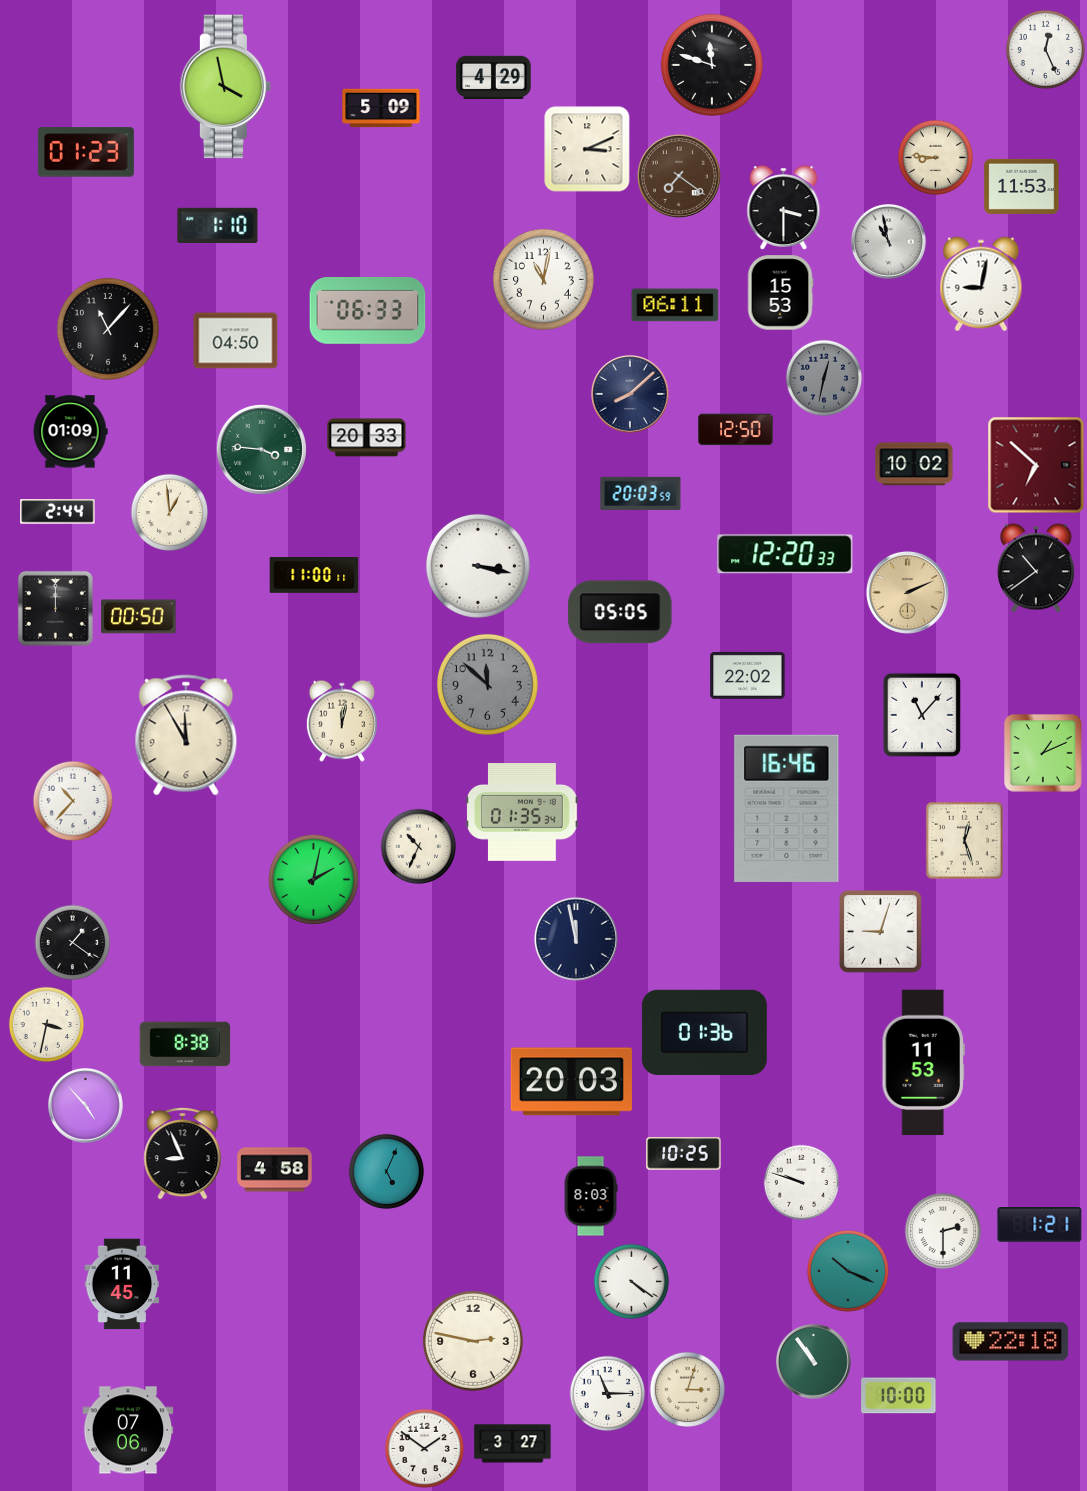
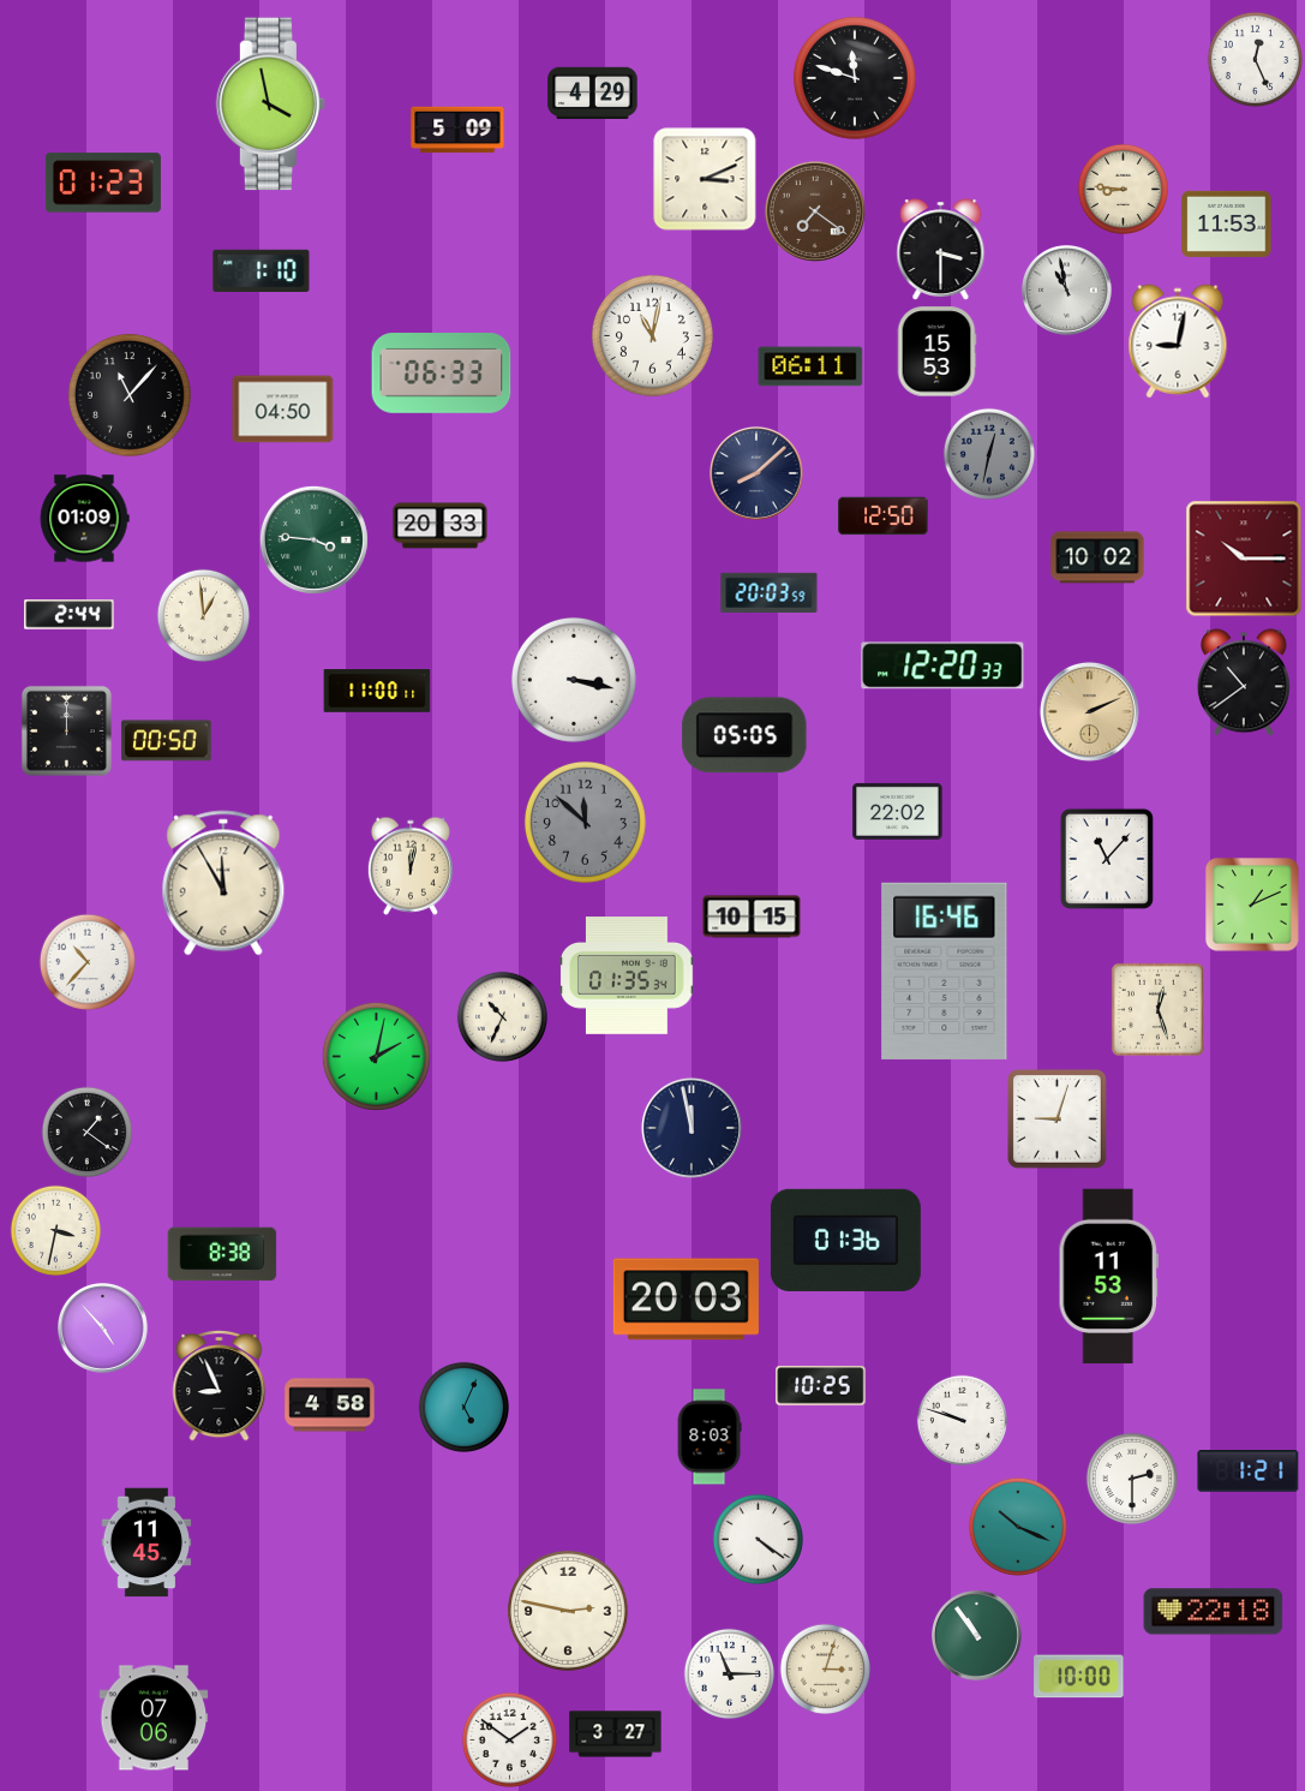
clock at (1036, 465): 6:52 -> 10:15
clock at (752, 917): none -> 10:15
